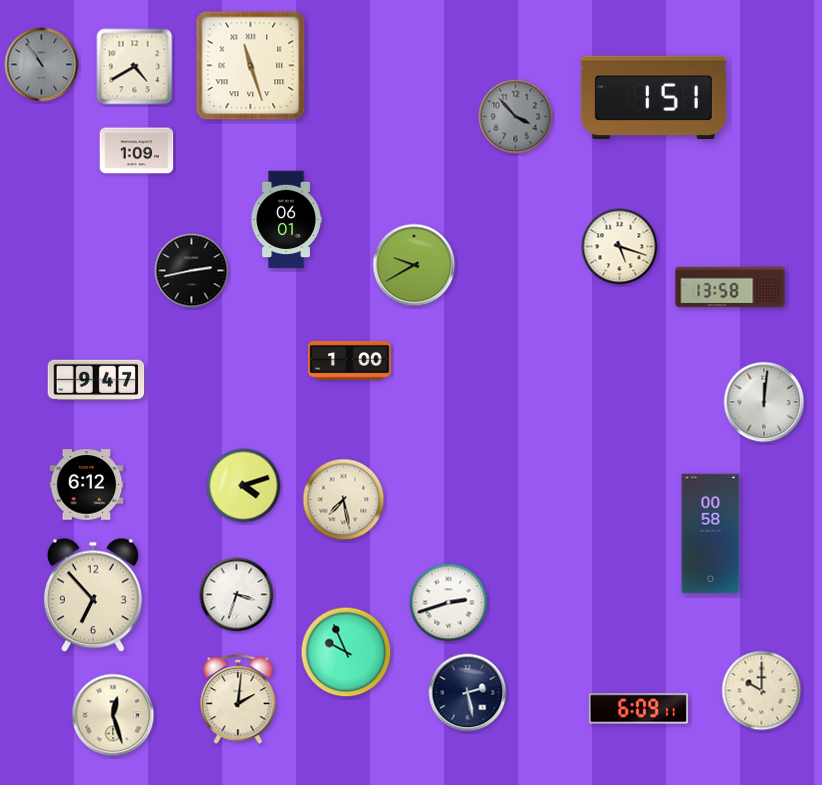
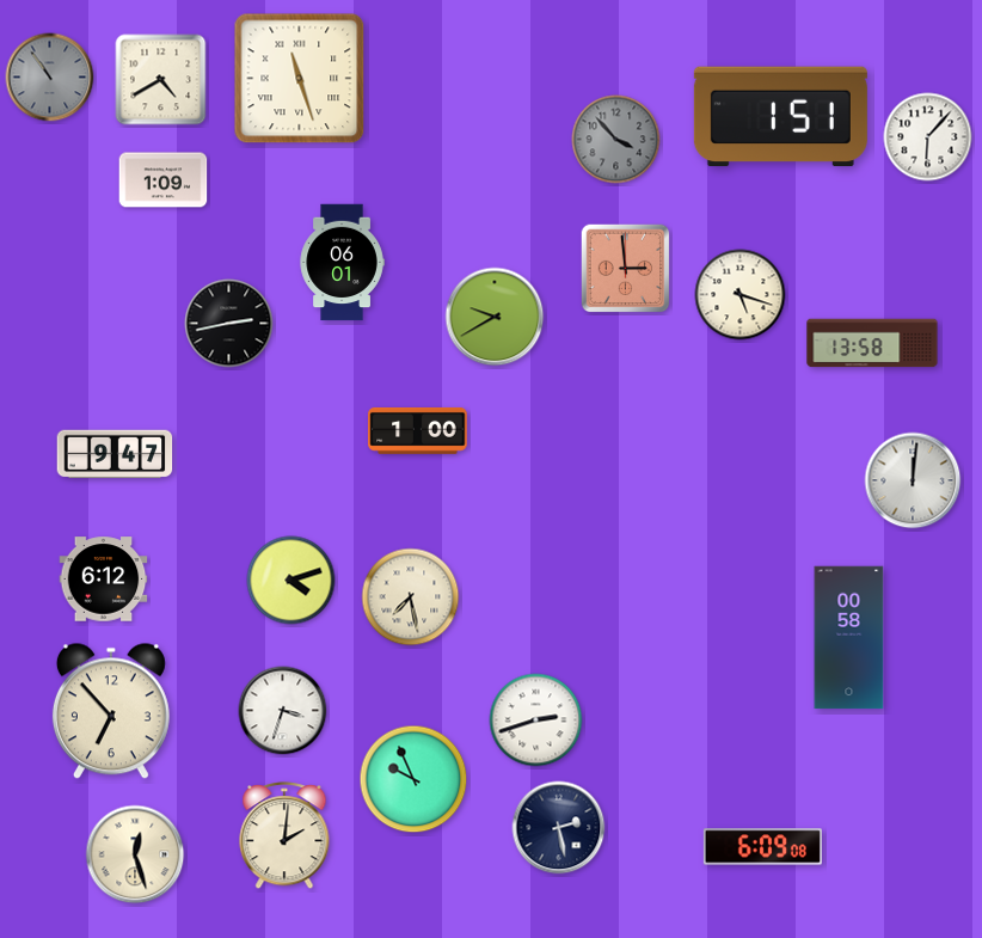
clock at (928, 137): none -> 6:07
clock at (626, 269): none -> 2:59
clock at (762, 691): 10:00 -> none
clock at (638, 709): 6:09:11 -> 6:09:08
